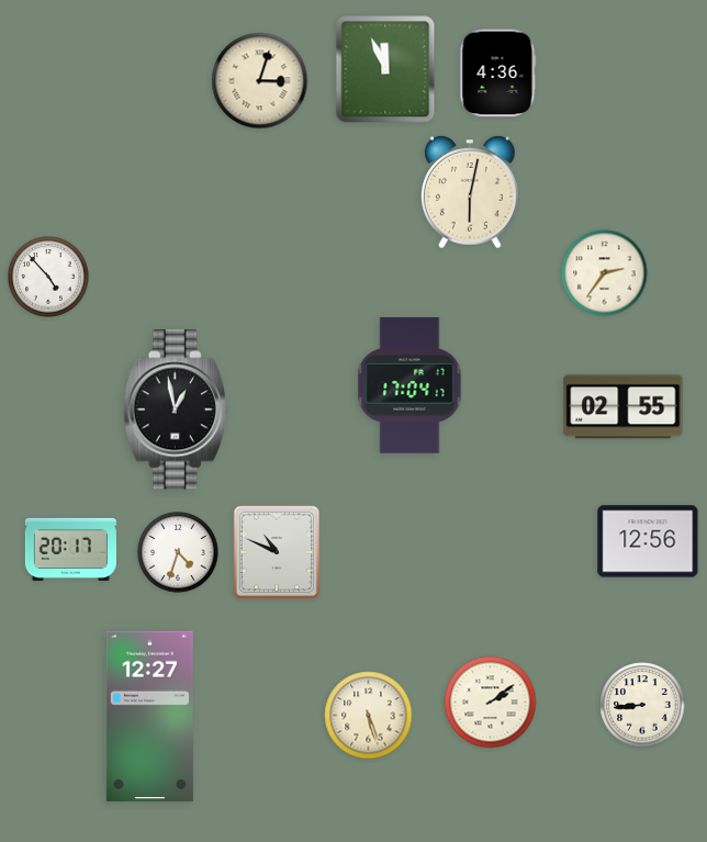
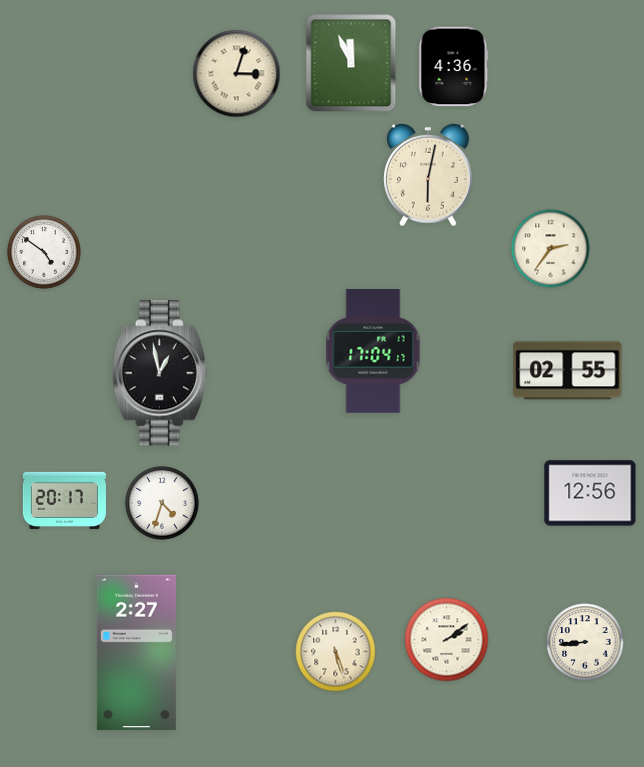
clock at (48, 277): 4:53 -> 4:51
clock at (277, 552): 10:49 -> none
clock at (149, 717): 12:27 -> 2:27
